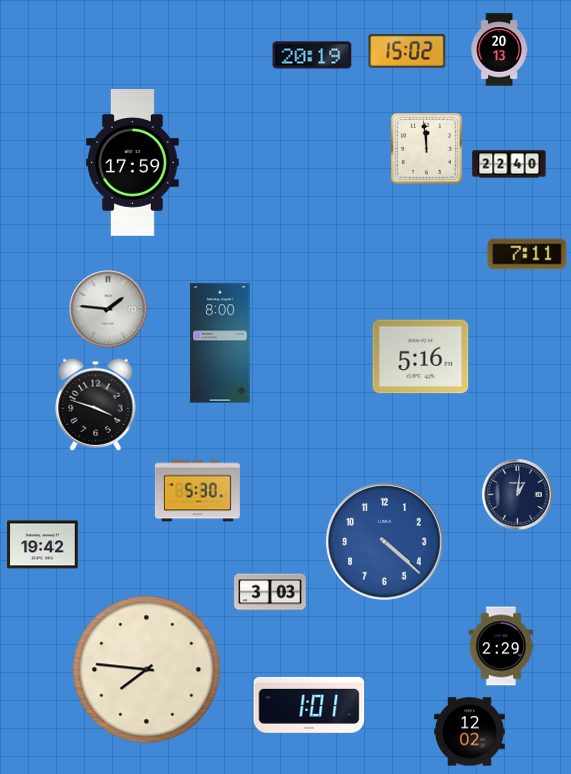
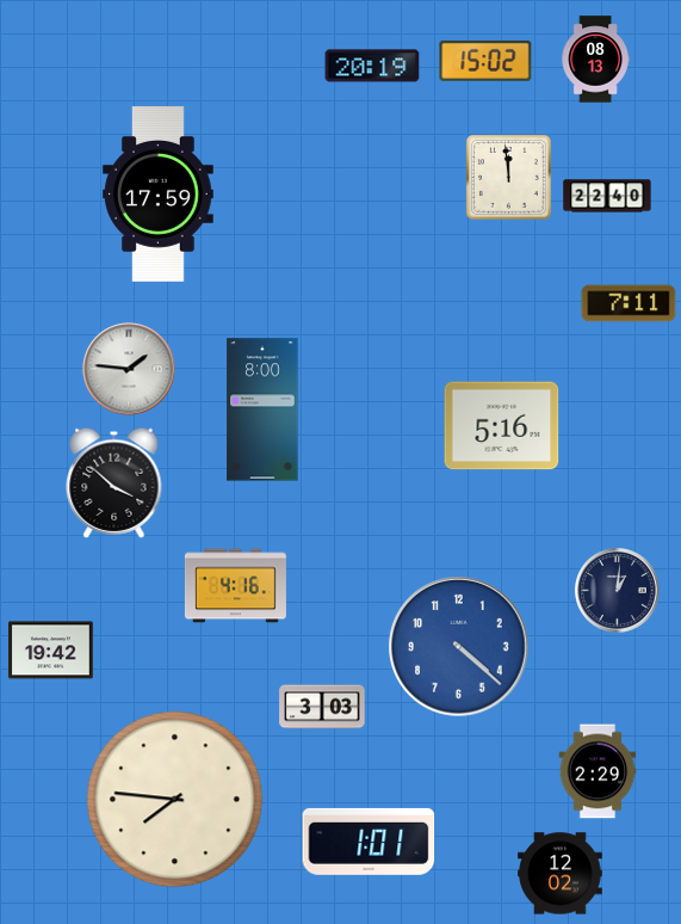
clock at (499, 50): 20:13 -> 08:13
clock at (96, 404): 3:48 -> 3:52
clock at (197, 491): 5:30 -> 4:16
